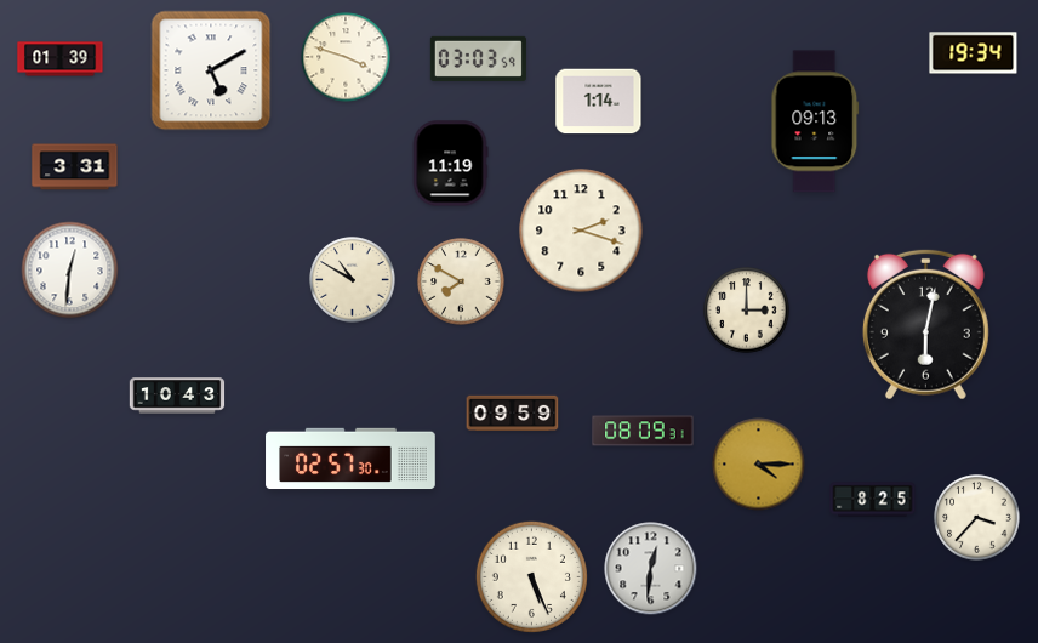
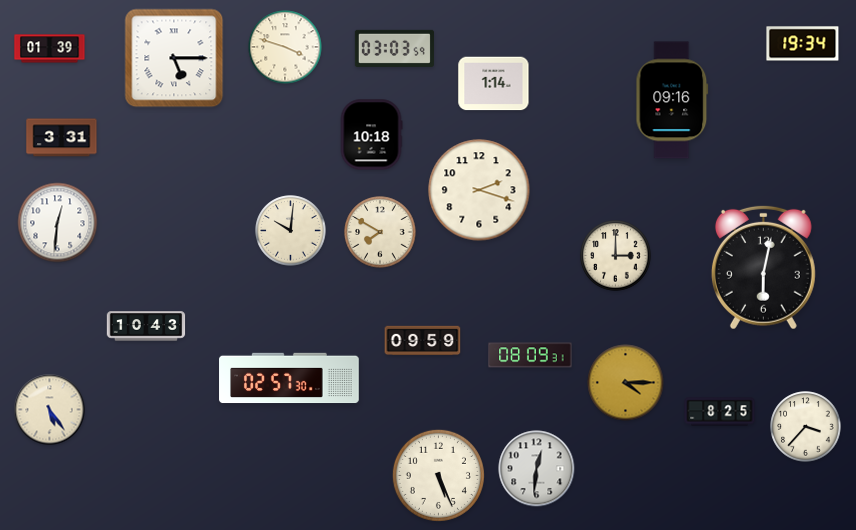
clock at (211, 70): 5:10 -> 5:15
clock at (815, 121): 09:13 -> 09:16
clock at (450, 164): 11:19 -> 10:18
clock at (353, 280): 10:50 -> 10:01
clock at (50, 410): none -> 5:24
